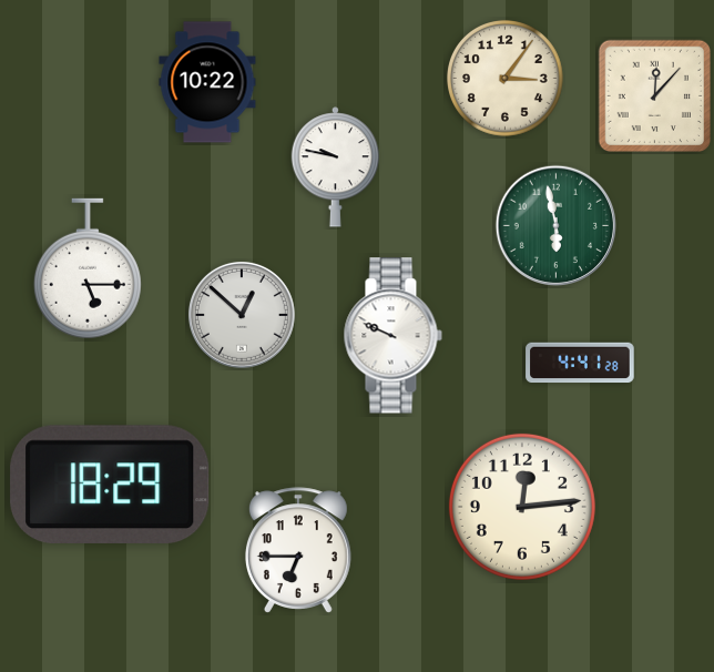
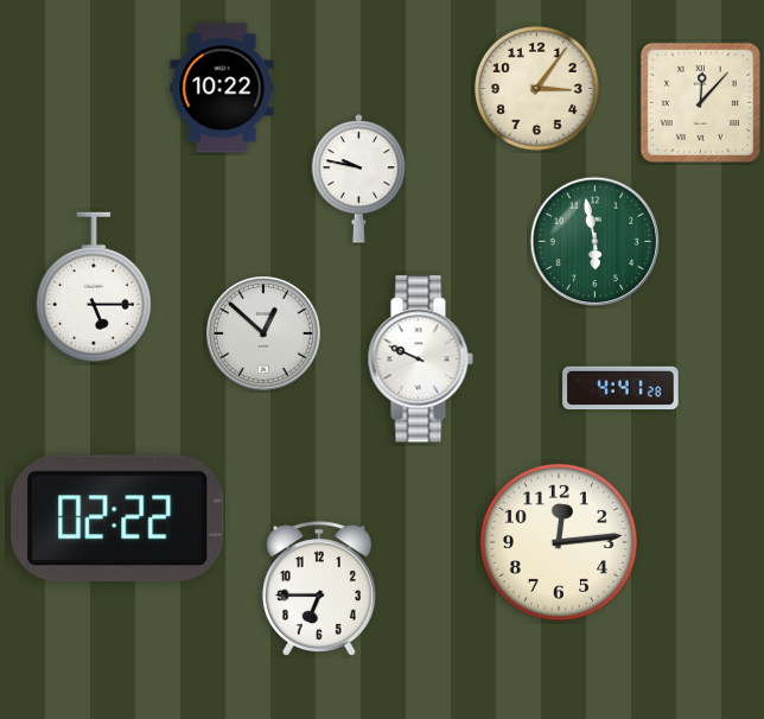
clock at (506, 79) position: (506, 79) -> (537, 89)
clock at (242, 315) position: (242, 315) -> (263, 333)
clock at (110, 485): 18:29 -> 02:22
